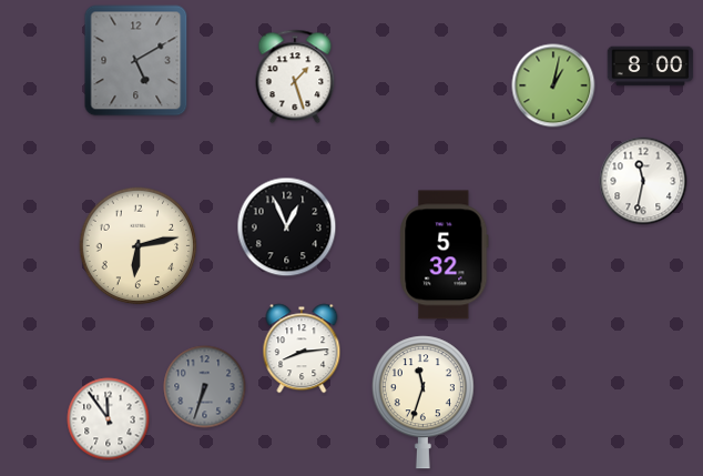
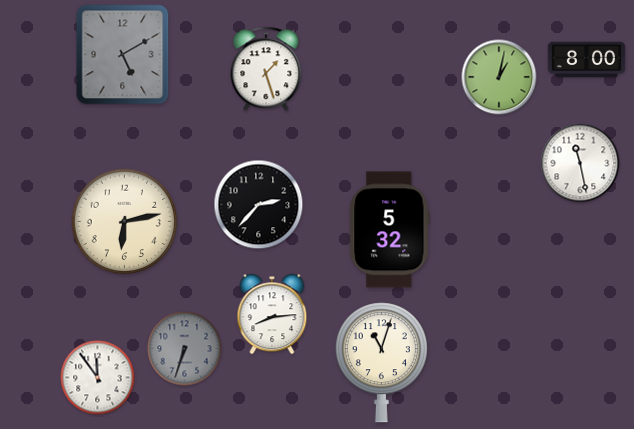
clock at (643, 181): 11:32 -> 11:28
clock at (287, 227): 12:56 -> 2:37
clock at (445, 255) position: (445, 255) -> (390, 230)
clock at (422, 403): 11:33 -> 11:03
